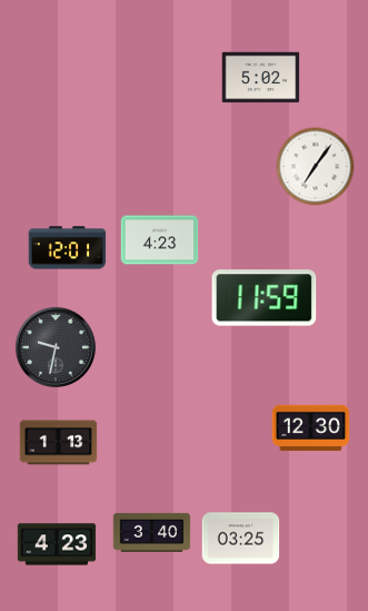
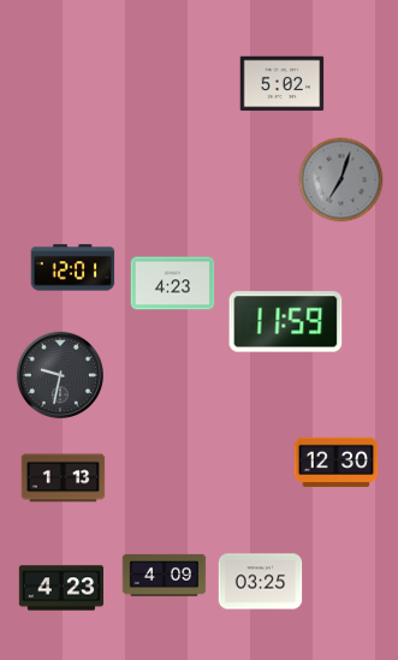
clock at (316, 167): 7:06 -> 7:03
clock at (316, 167) dial: white -> grey
clock at (160, 240) position: (160, 240) -> (173, 284)
clock at (152, 532): 3:40 -> 4:09
